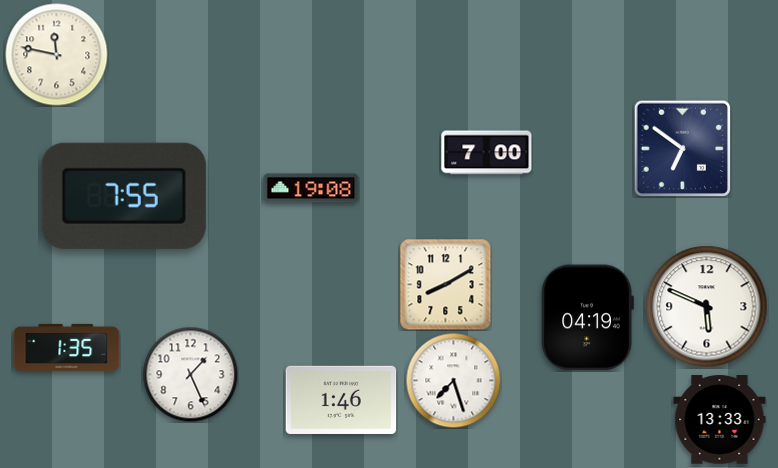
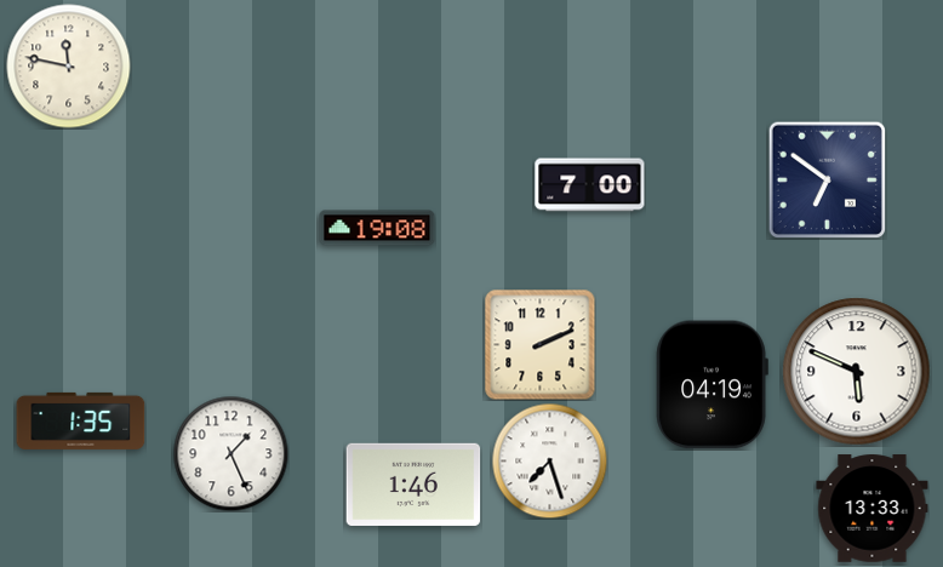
clock at (124, 196): 7:55 -> none
clock at (446, 285): 8:10 -> 2:11
